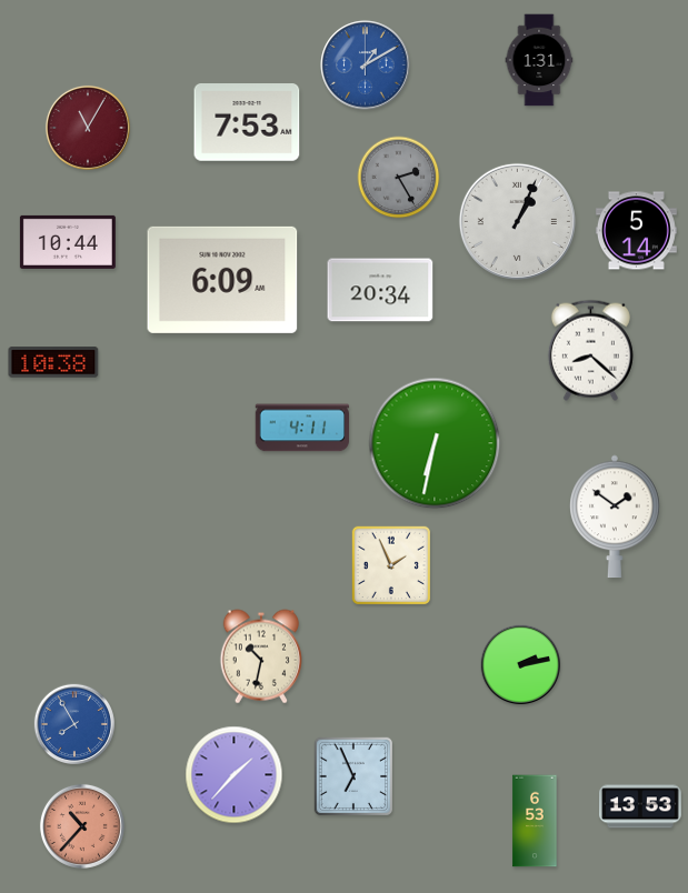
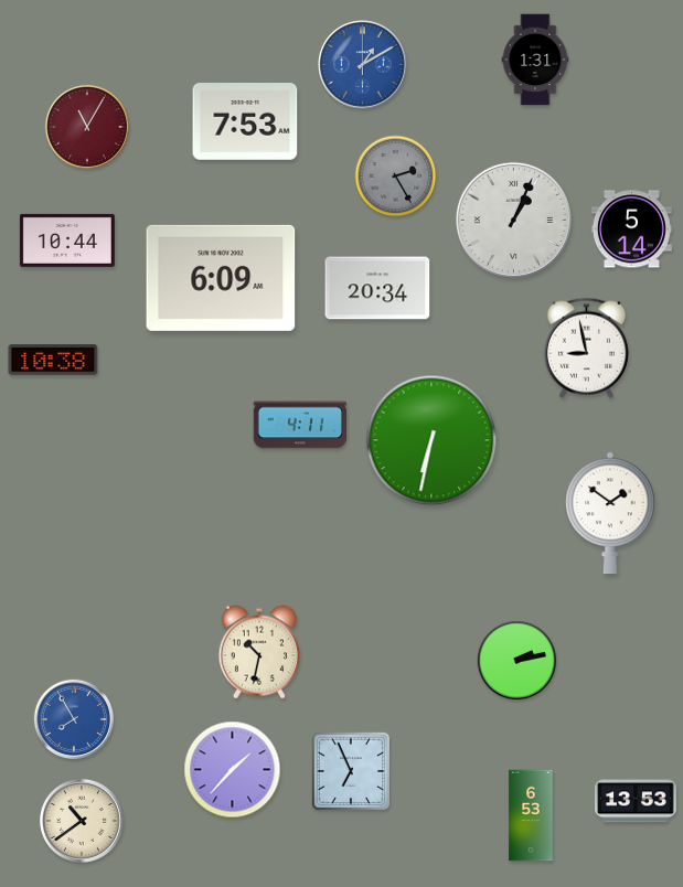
clock at (590, 350): 8:22 -> 8:58
clock at (391, 565): 1:56 -> none
clock at (82, 826): 10:37 -> 10:39
clock at (82, 826) dial: salmon -> cream
